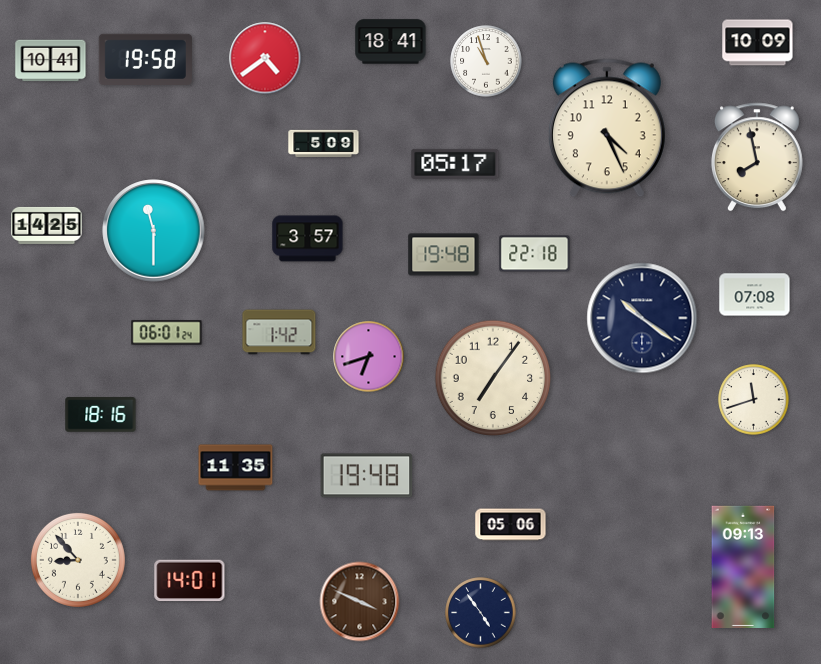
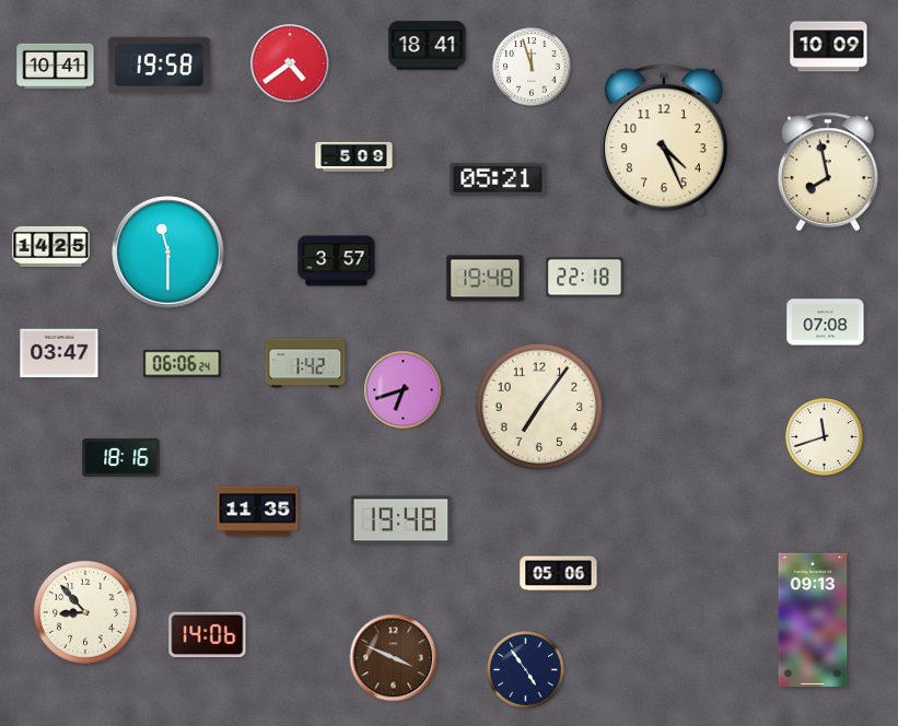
clock at (486, 61): 10:57 -> 11:57
clock at (455, 164): 05:17 -> 05:21
clock at (642, 318): 10:21 -> none
clock at (59, 353): none -> 03:47
clock at (167, 333): 06:01 -> 06:06
clock at (493, 378) position: (493, 378) -> (539, 407)
clock at (101, 415) position: (101, 415) -> (121, 458)
clock at (190, 581): 14:01 -> 14:06
